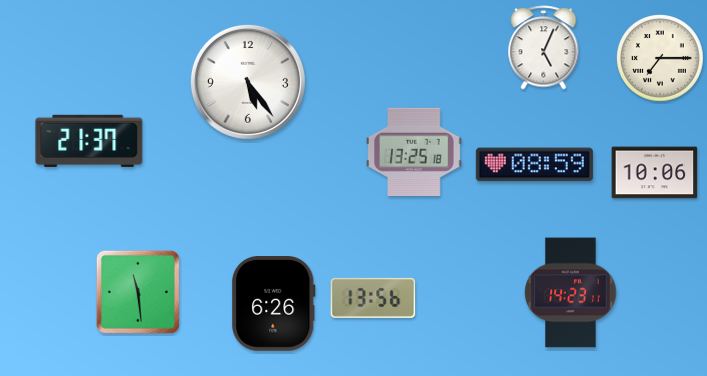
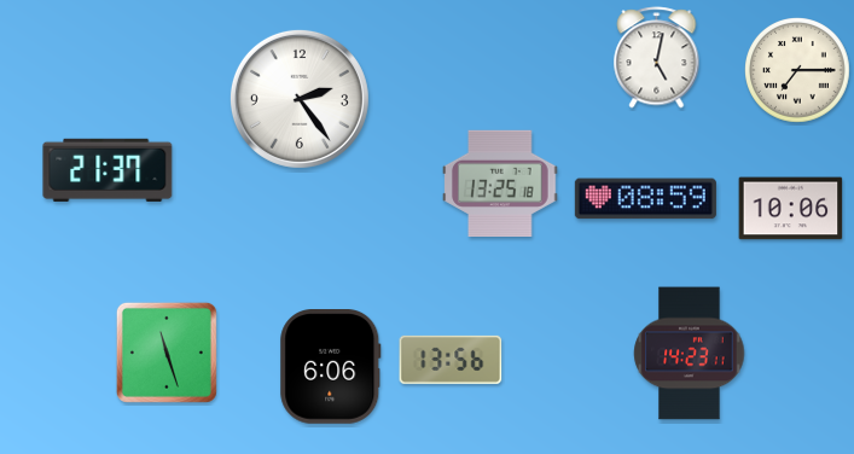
clock at (544, 48): 5:04 -> 5:02
clock at (248, 82): 5:24 -> 2:24
clock at (138, 292): 11:29 -> 11:27
clock at (274, 304): 6:26 -> 6:06
